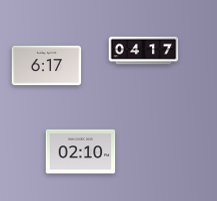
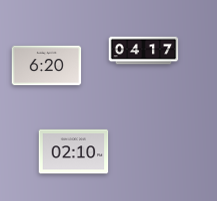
clock at (47, 66): 6:17 -> 6:20
clock at (81, 152) position: (81, 152) -> (74, 152)
